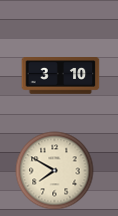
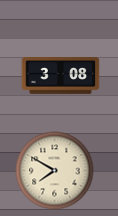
clock at (60, 76): 3:10 -> 3:08
